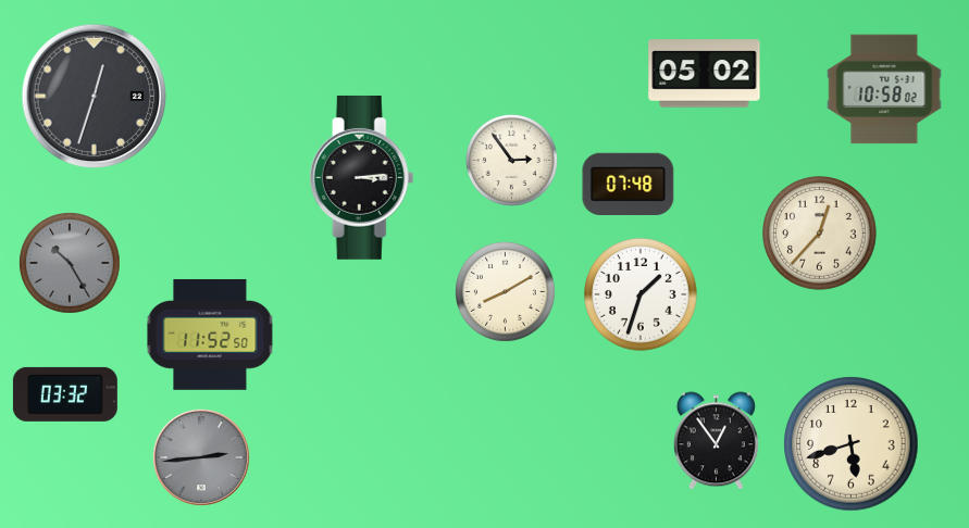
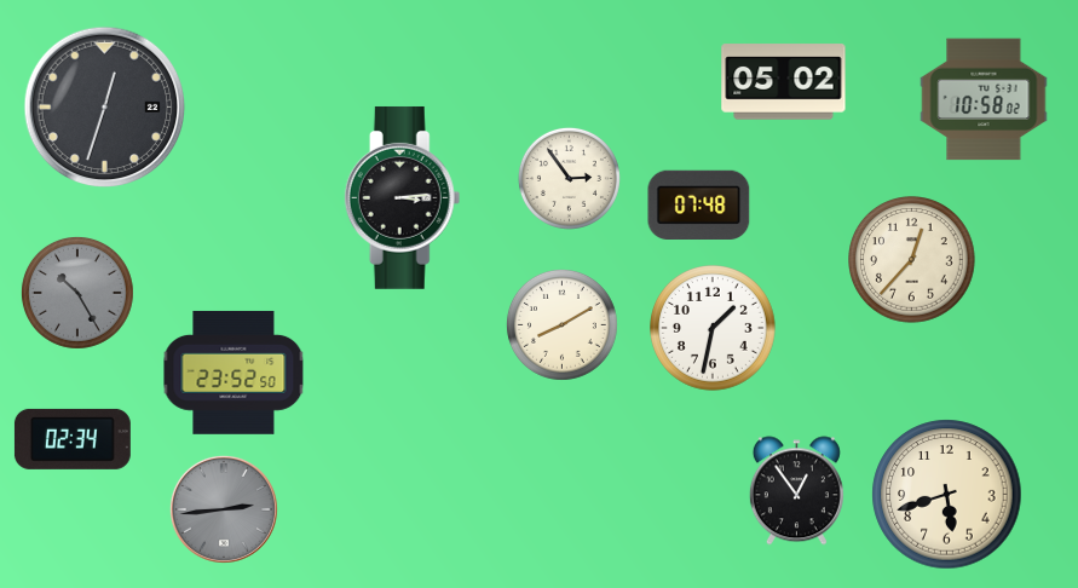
clock at (641, 294): 1:33 -> 1:32
clock at (210, 335): 11:52 -> 23:52
clock at (65, 394): 03:32 -> 02:34
